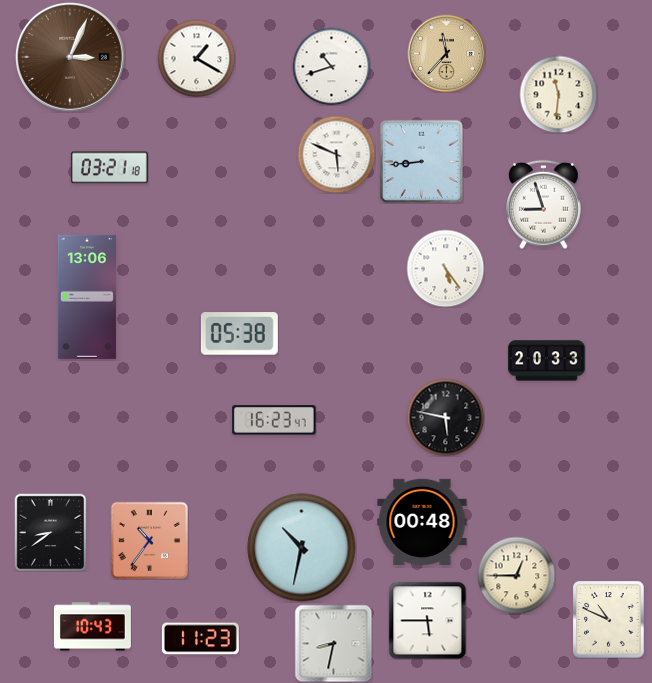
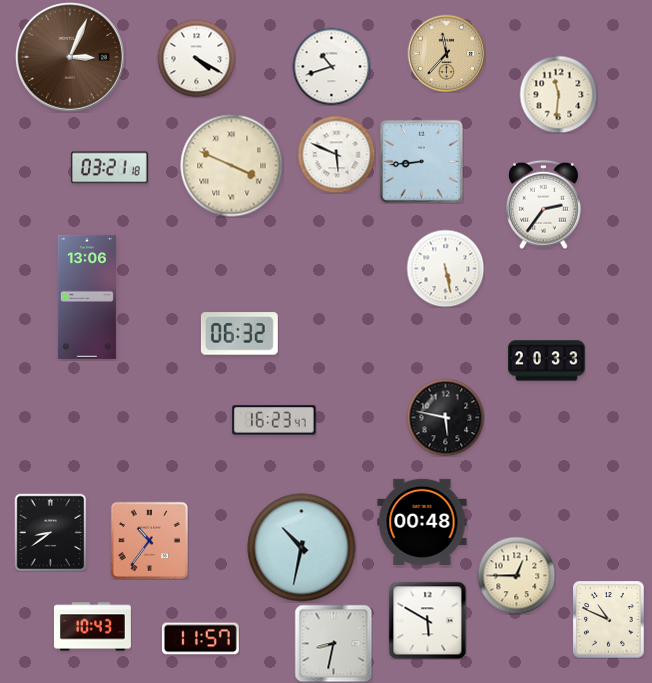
clock at (196, 58): 1:20 -> 4:20
clock at (232, 166): none -> 3:49
clock at (544, 204): 8:57 -> 2:36
clock at (445, 268): 5:24 -> 5:28
clock at (239, 334): 05:38 -> 06:32
clock at (427, 620): 5:45 -> 5:50
clock at (200, 639): 11:23 -> 11:57
